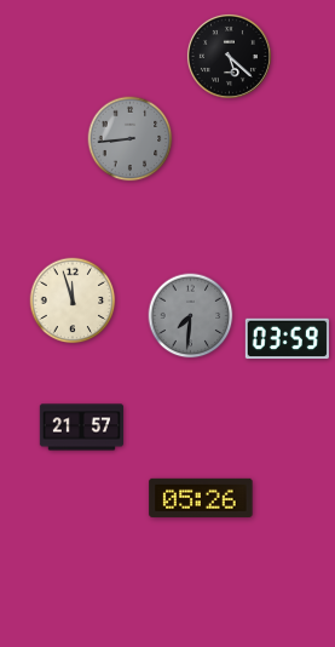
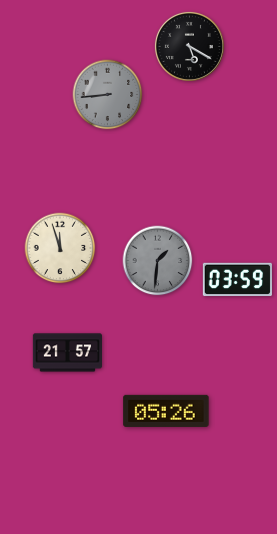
clock at (229, 56): 5:22 -> 5:20
clock at (131, 139) position: (131, 139) -> (108, 95)
clock at (191, 316): 7:31 -> 1:31
